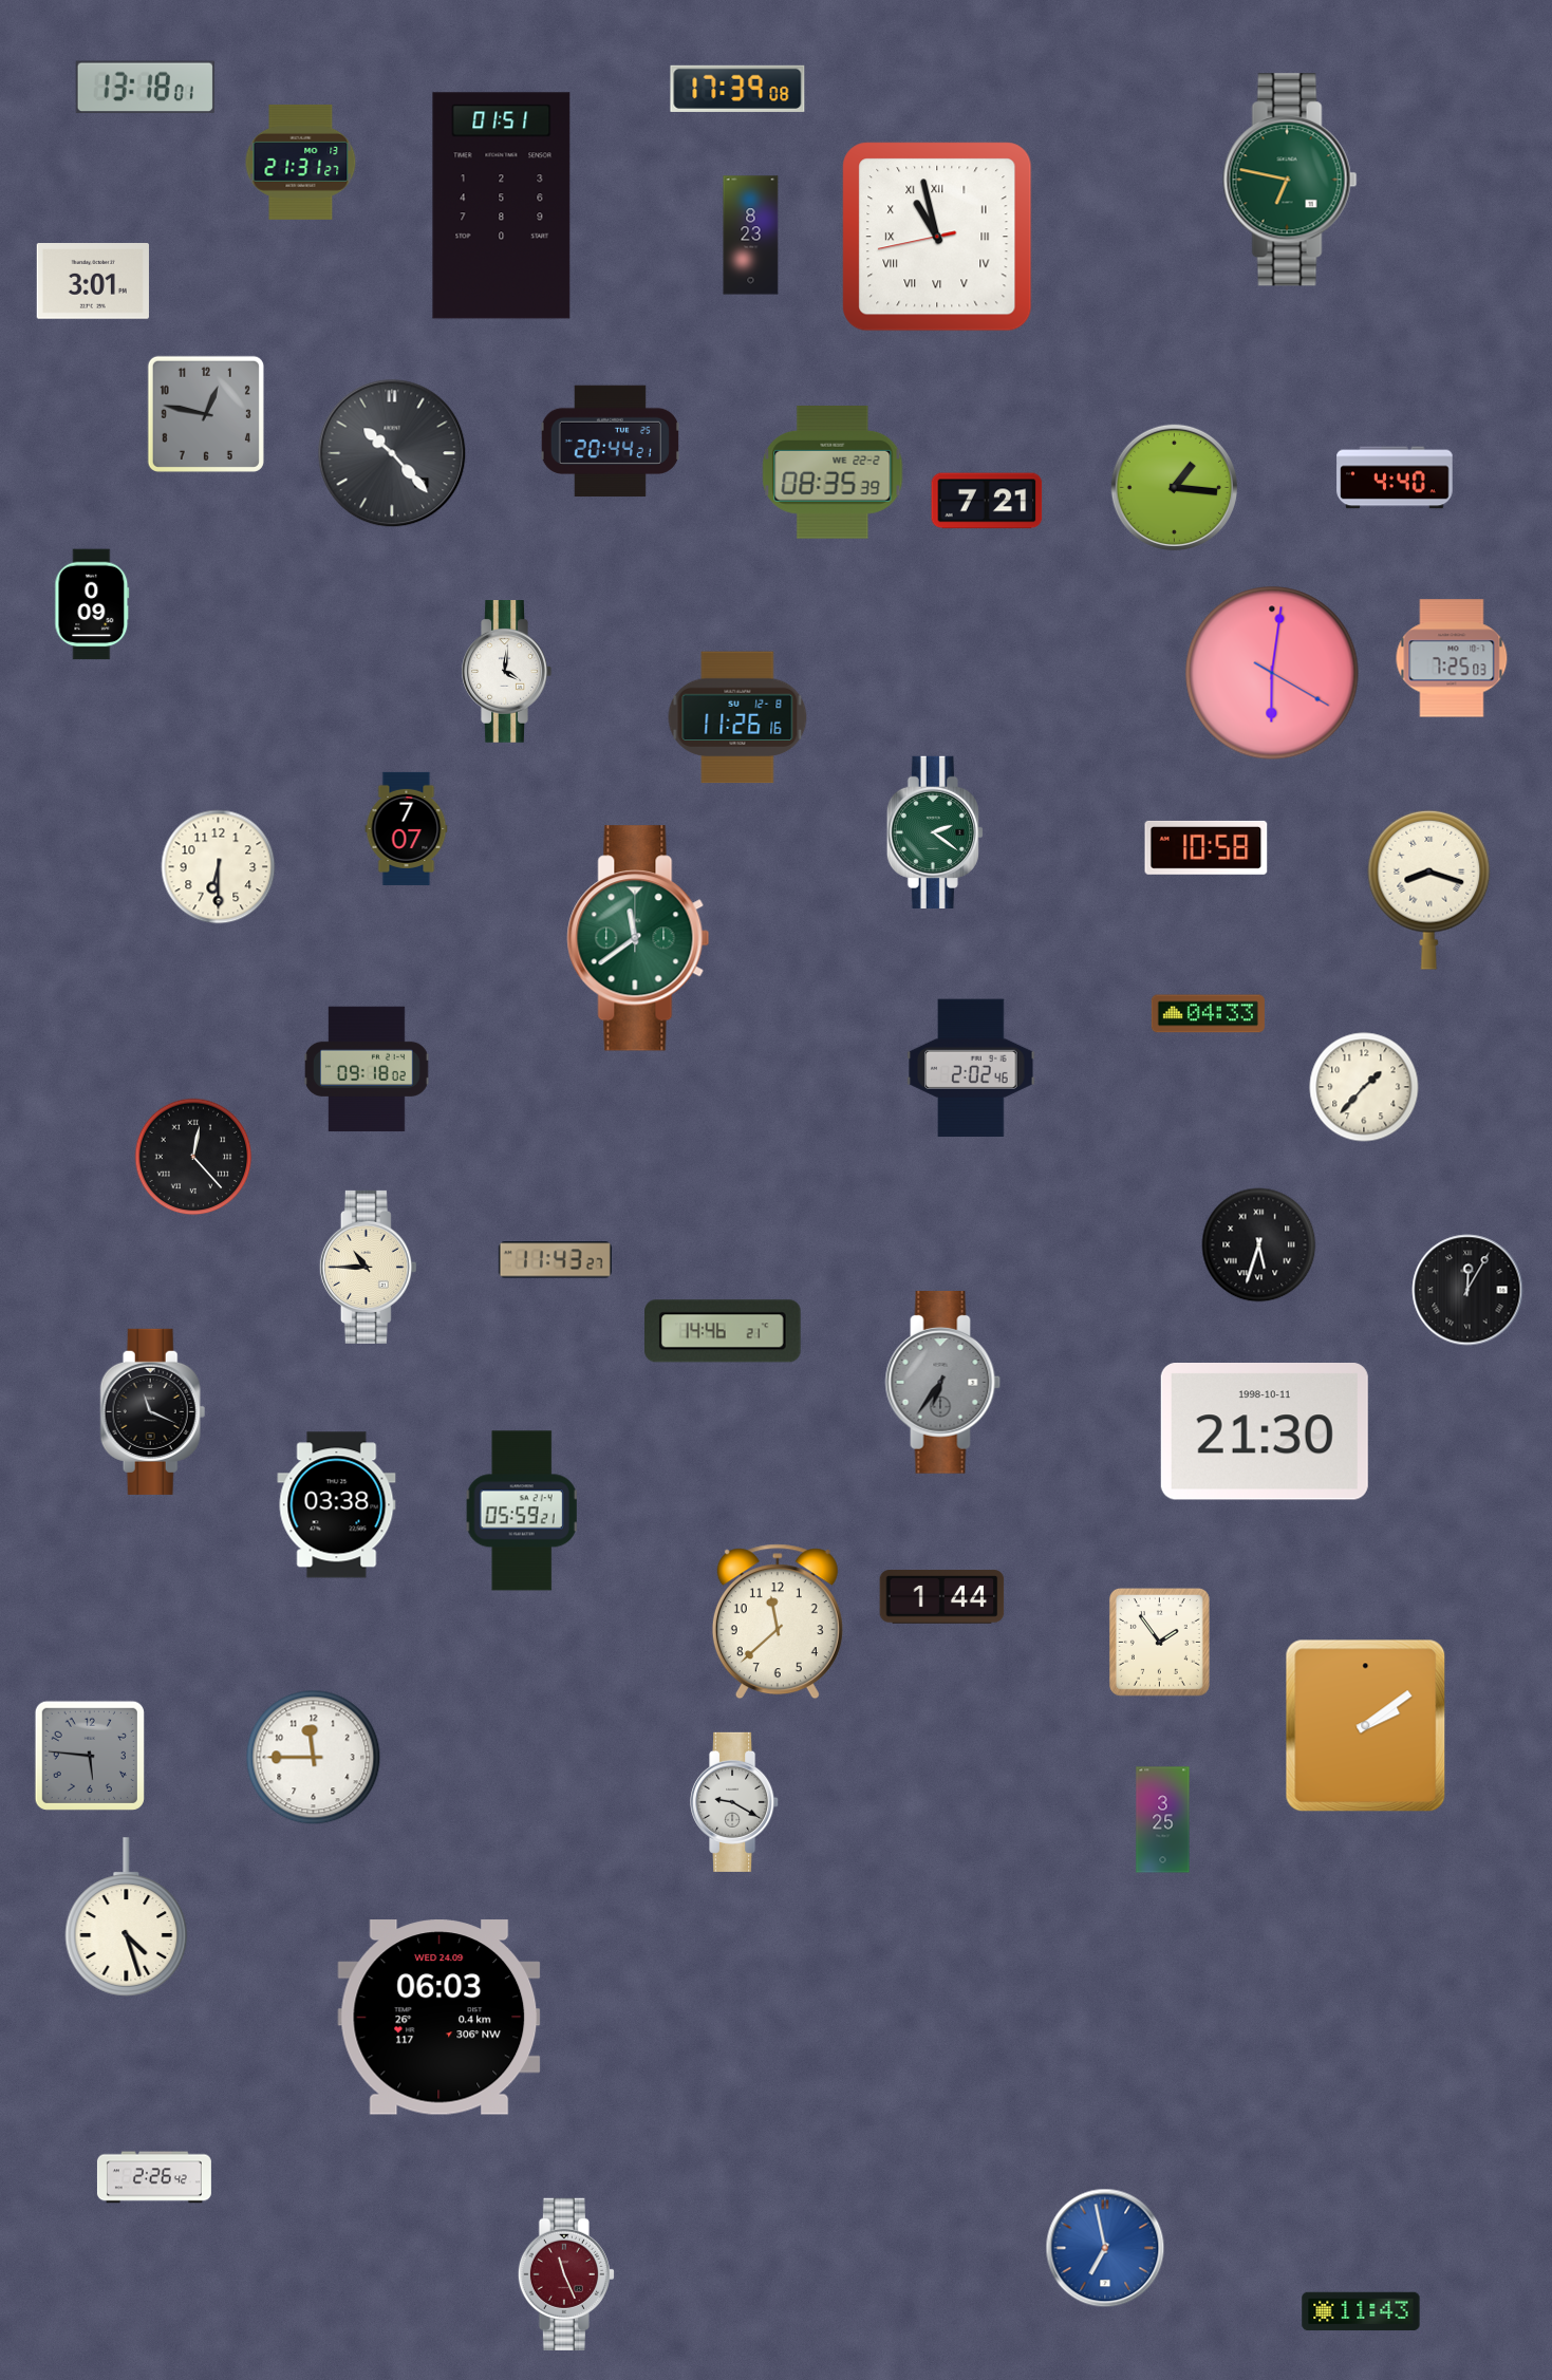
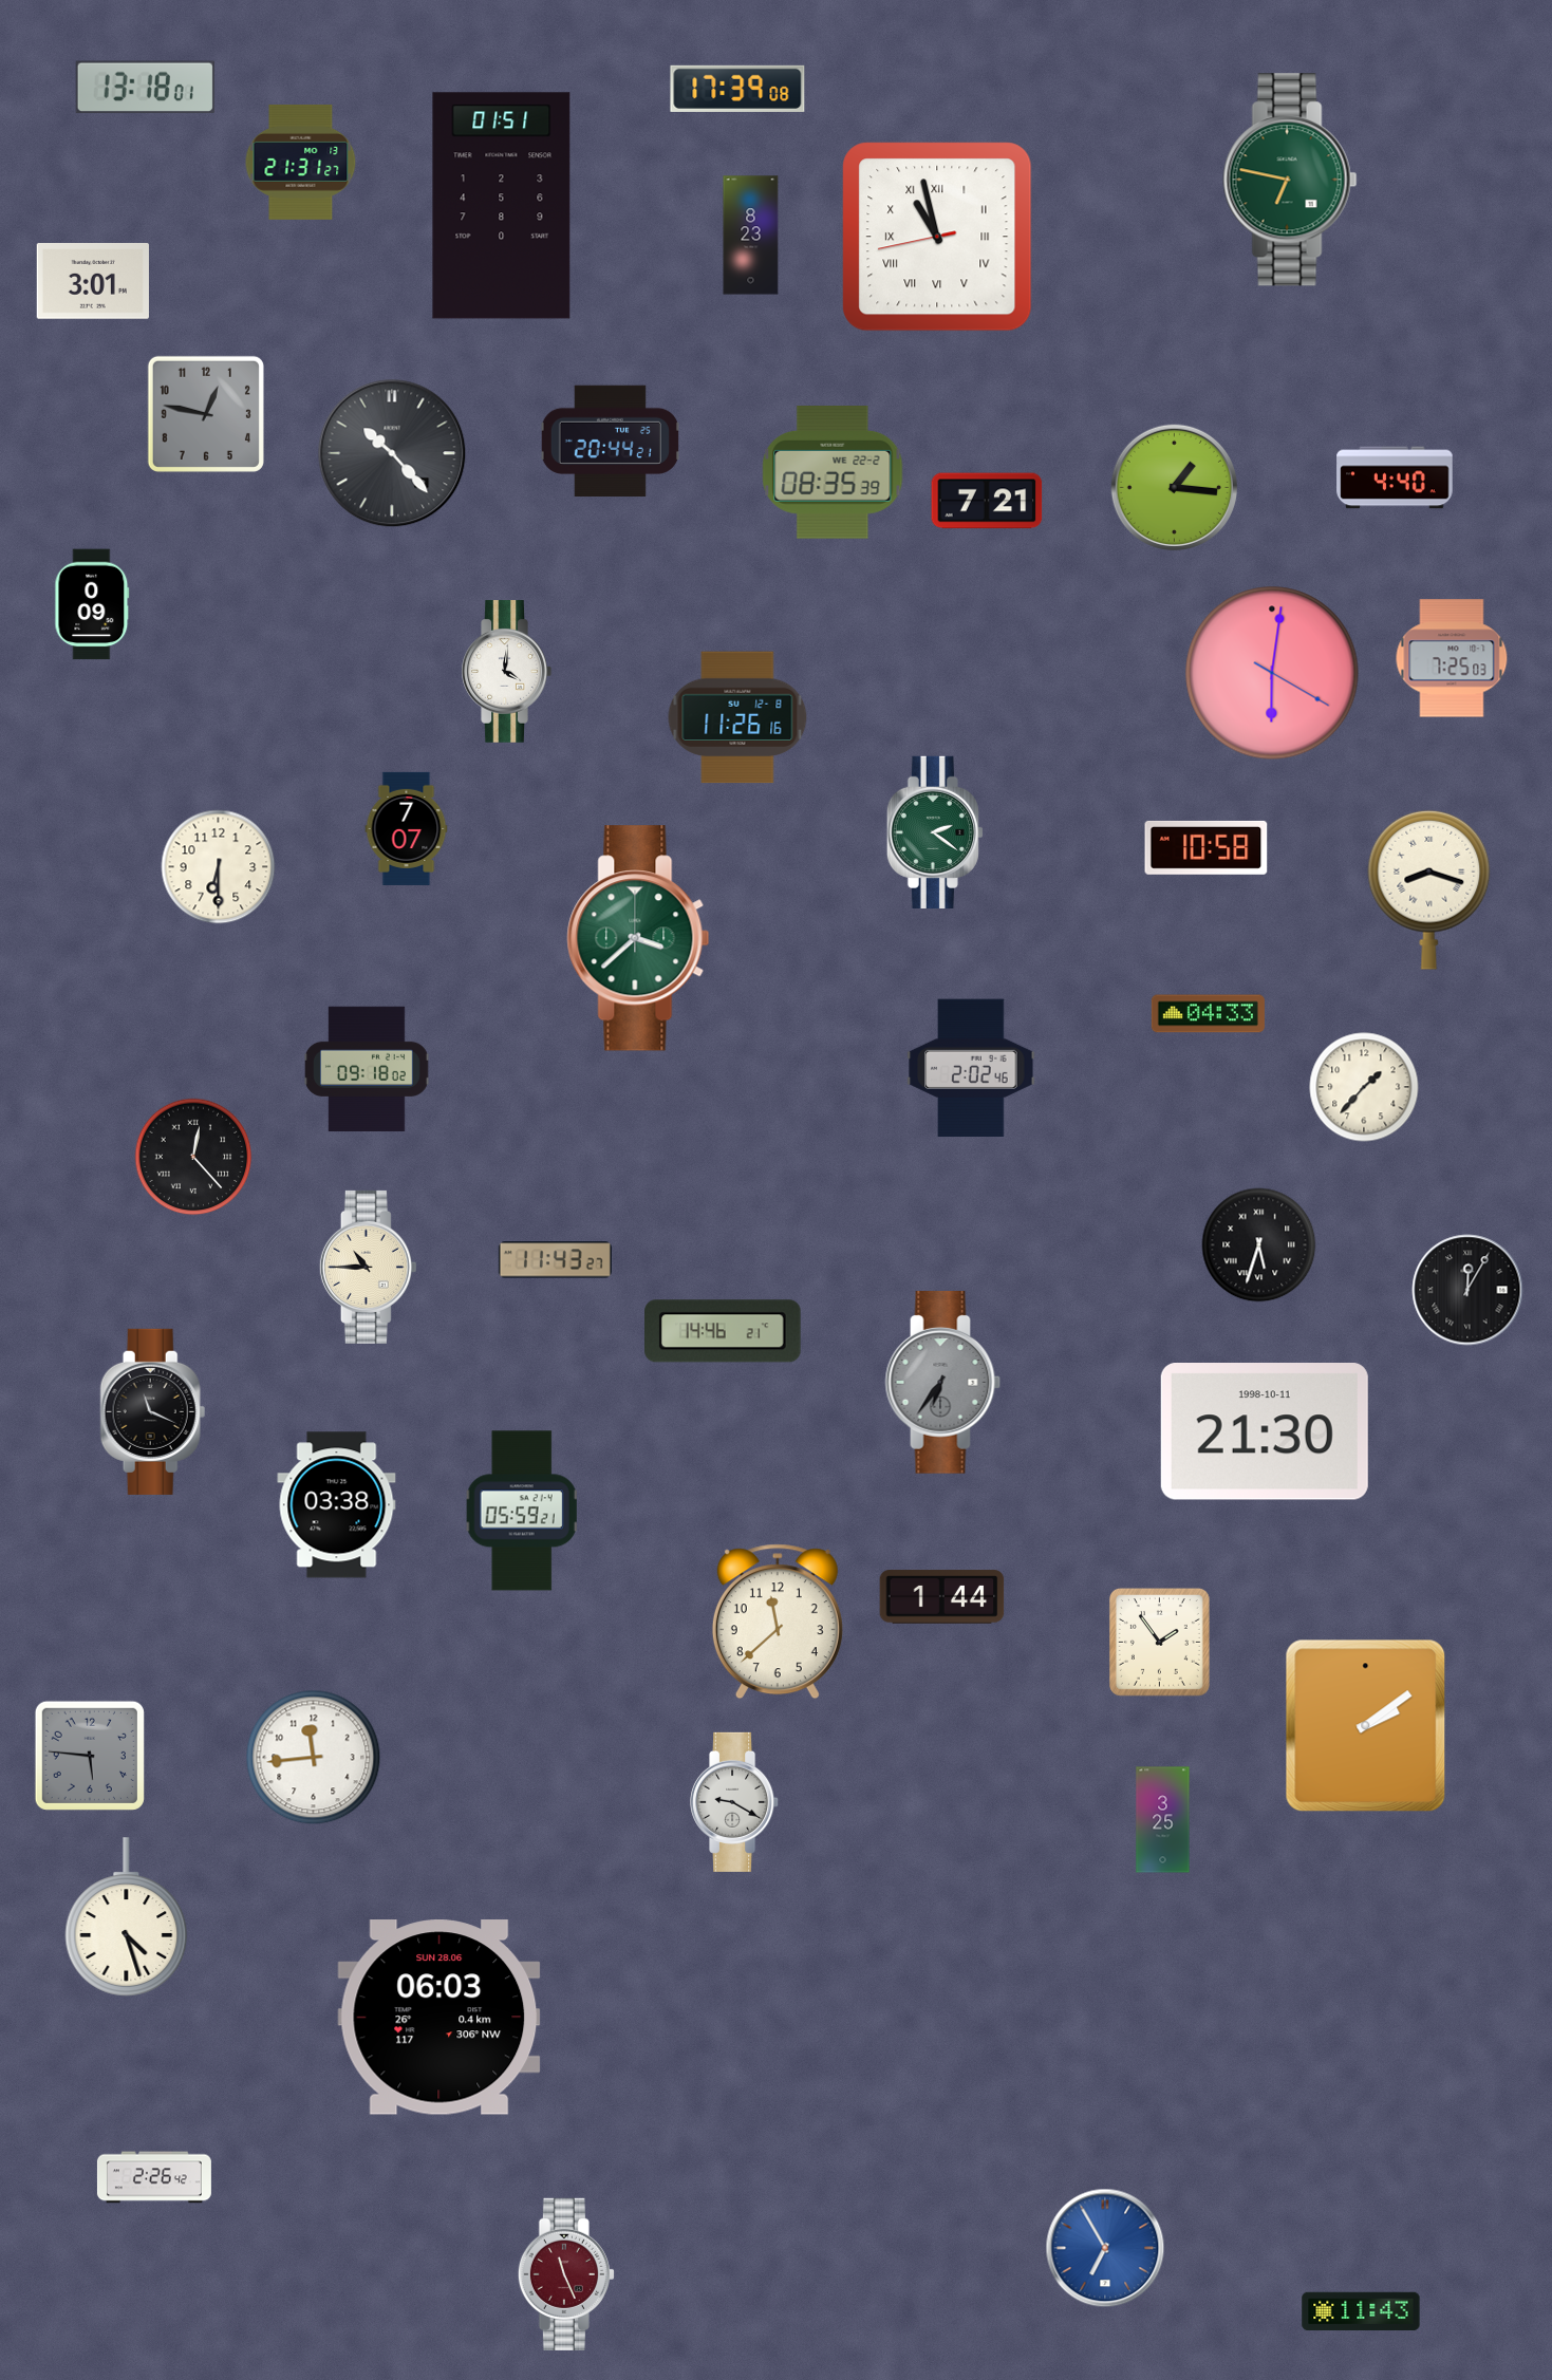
clock at (638, 938): 11:39 -> 3:38
clock at (314, 1758): 11:45 -> 11:44
clock at (440, 2018) date: WED 24.09 -> SUN 28.06
clock at (1105, 2248): 6:58 -> 6:55
